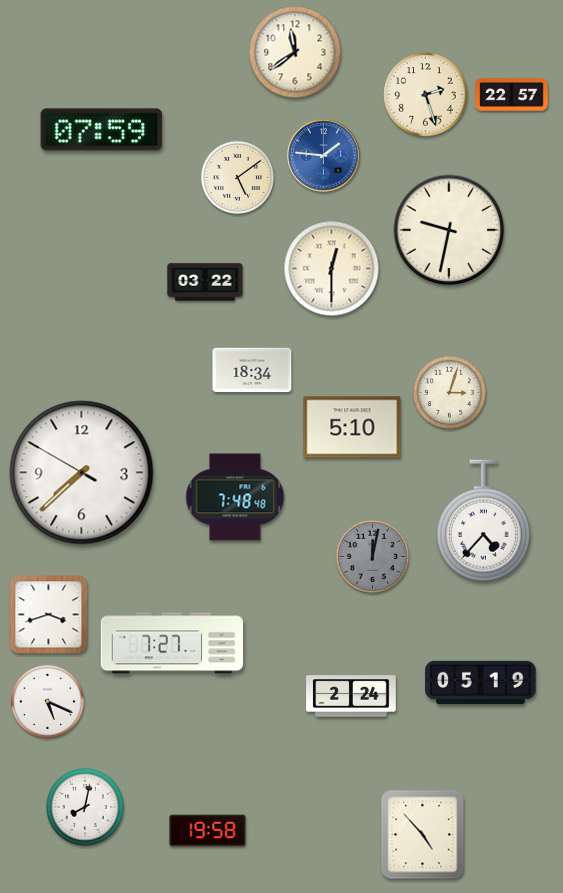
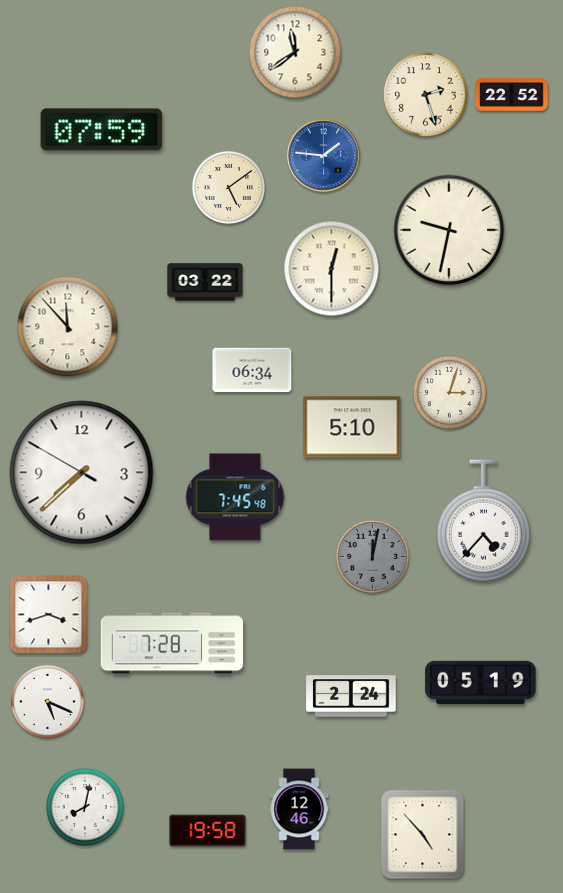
clock at (512, 95): 22:57 -> 22:52
clock at (237, 177) position: (237, 177) -> (228, 187)
clock at (68, 327): none -> 11:53
clock at (252, 370): 18:34 -> 06:34
clock at (235, 497): 7:48 -> 7:45
clock at (172, 643): 7:27 -> 7:28
clock at (299, 809): none -> 12:46
